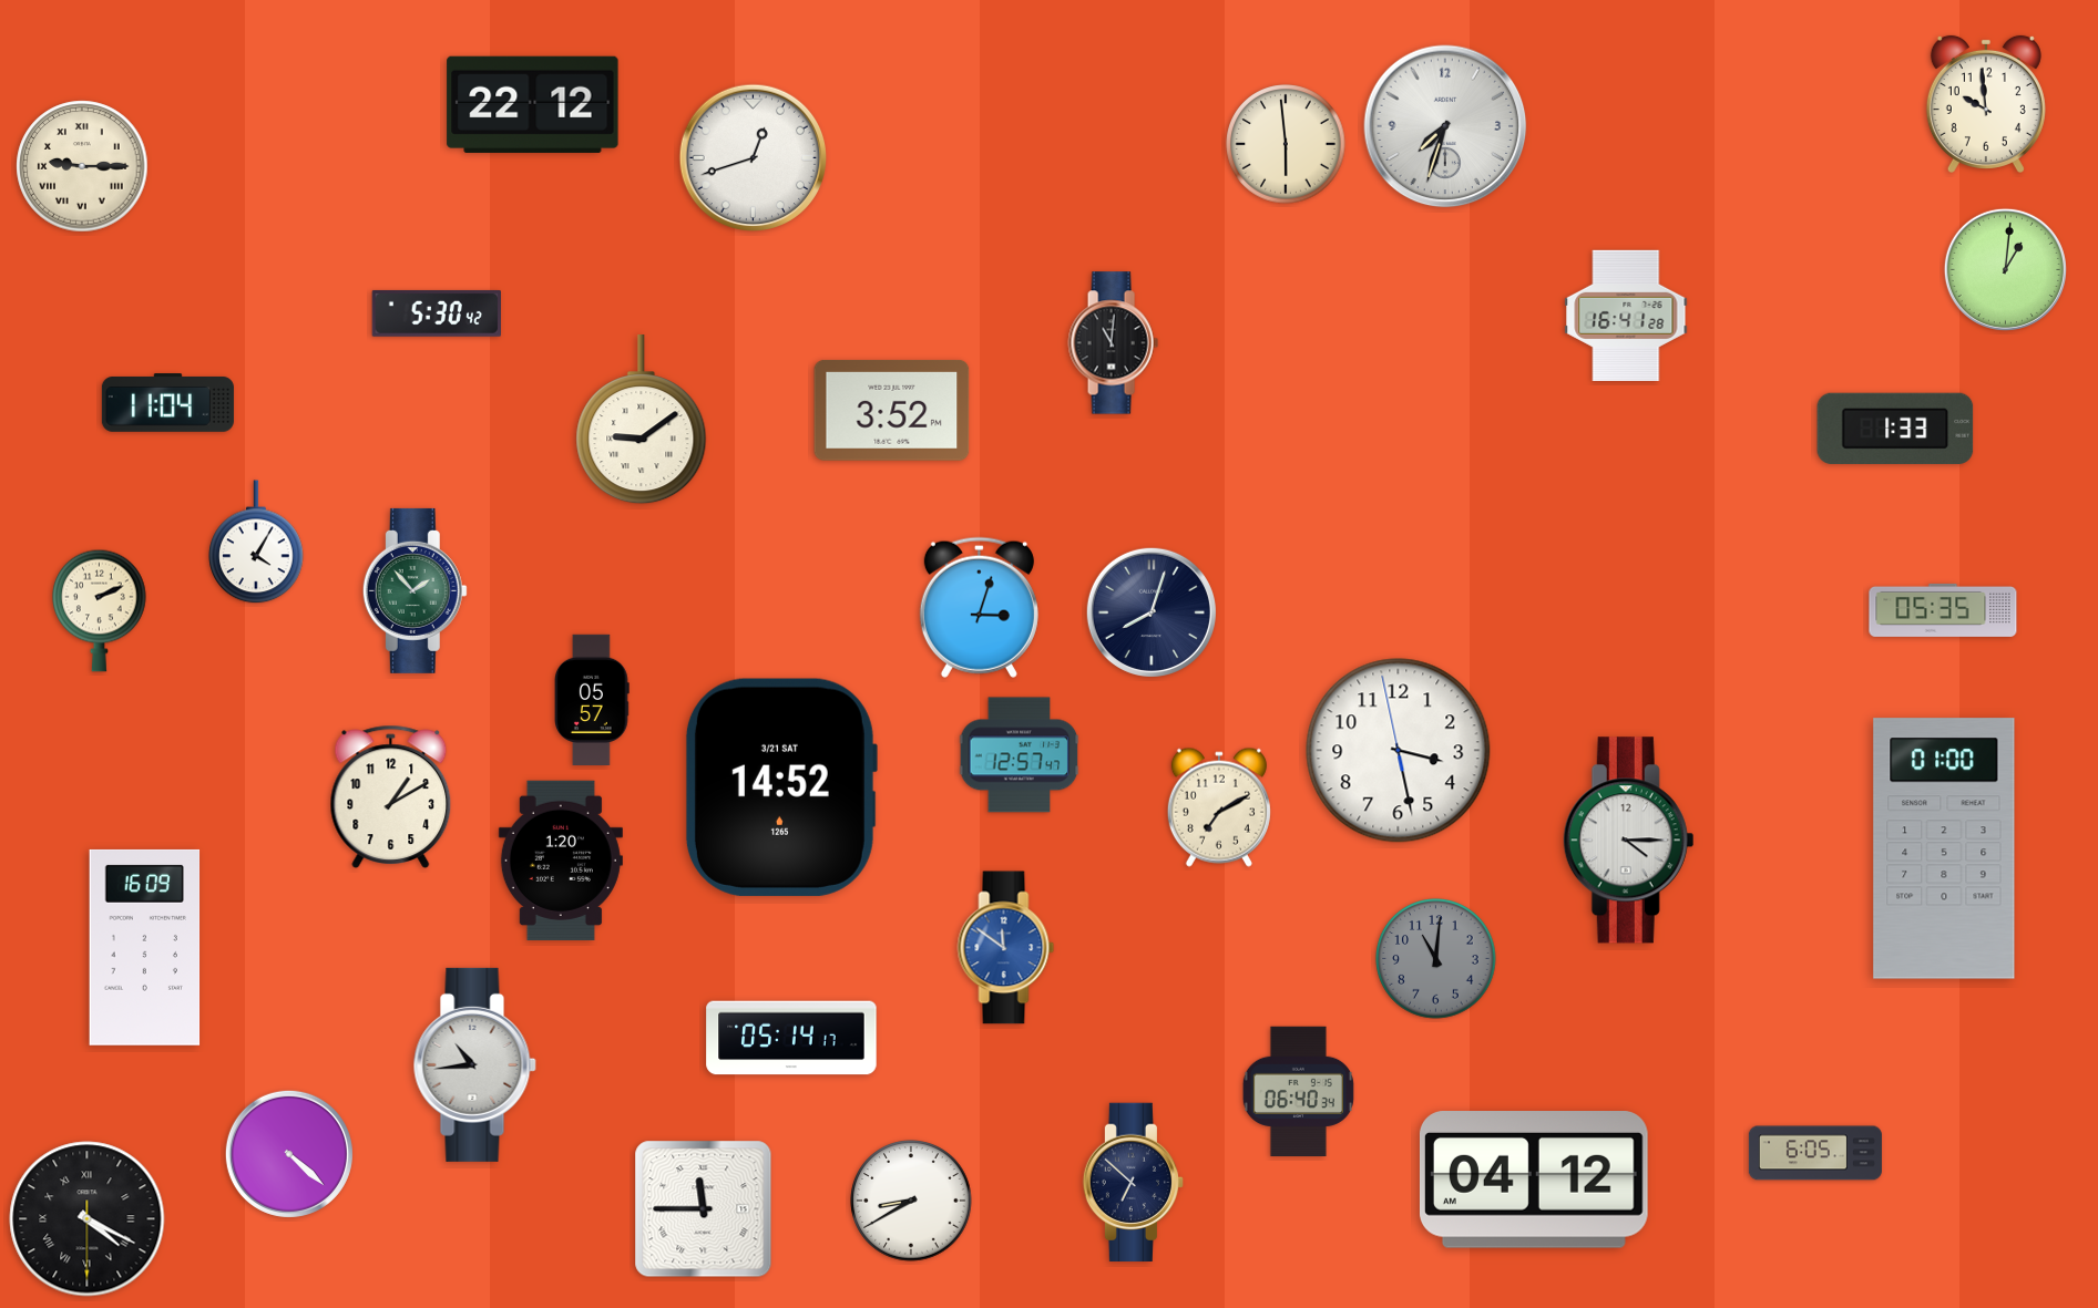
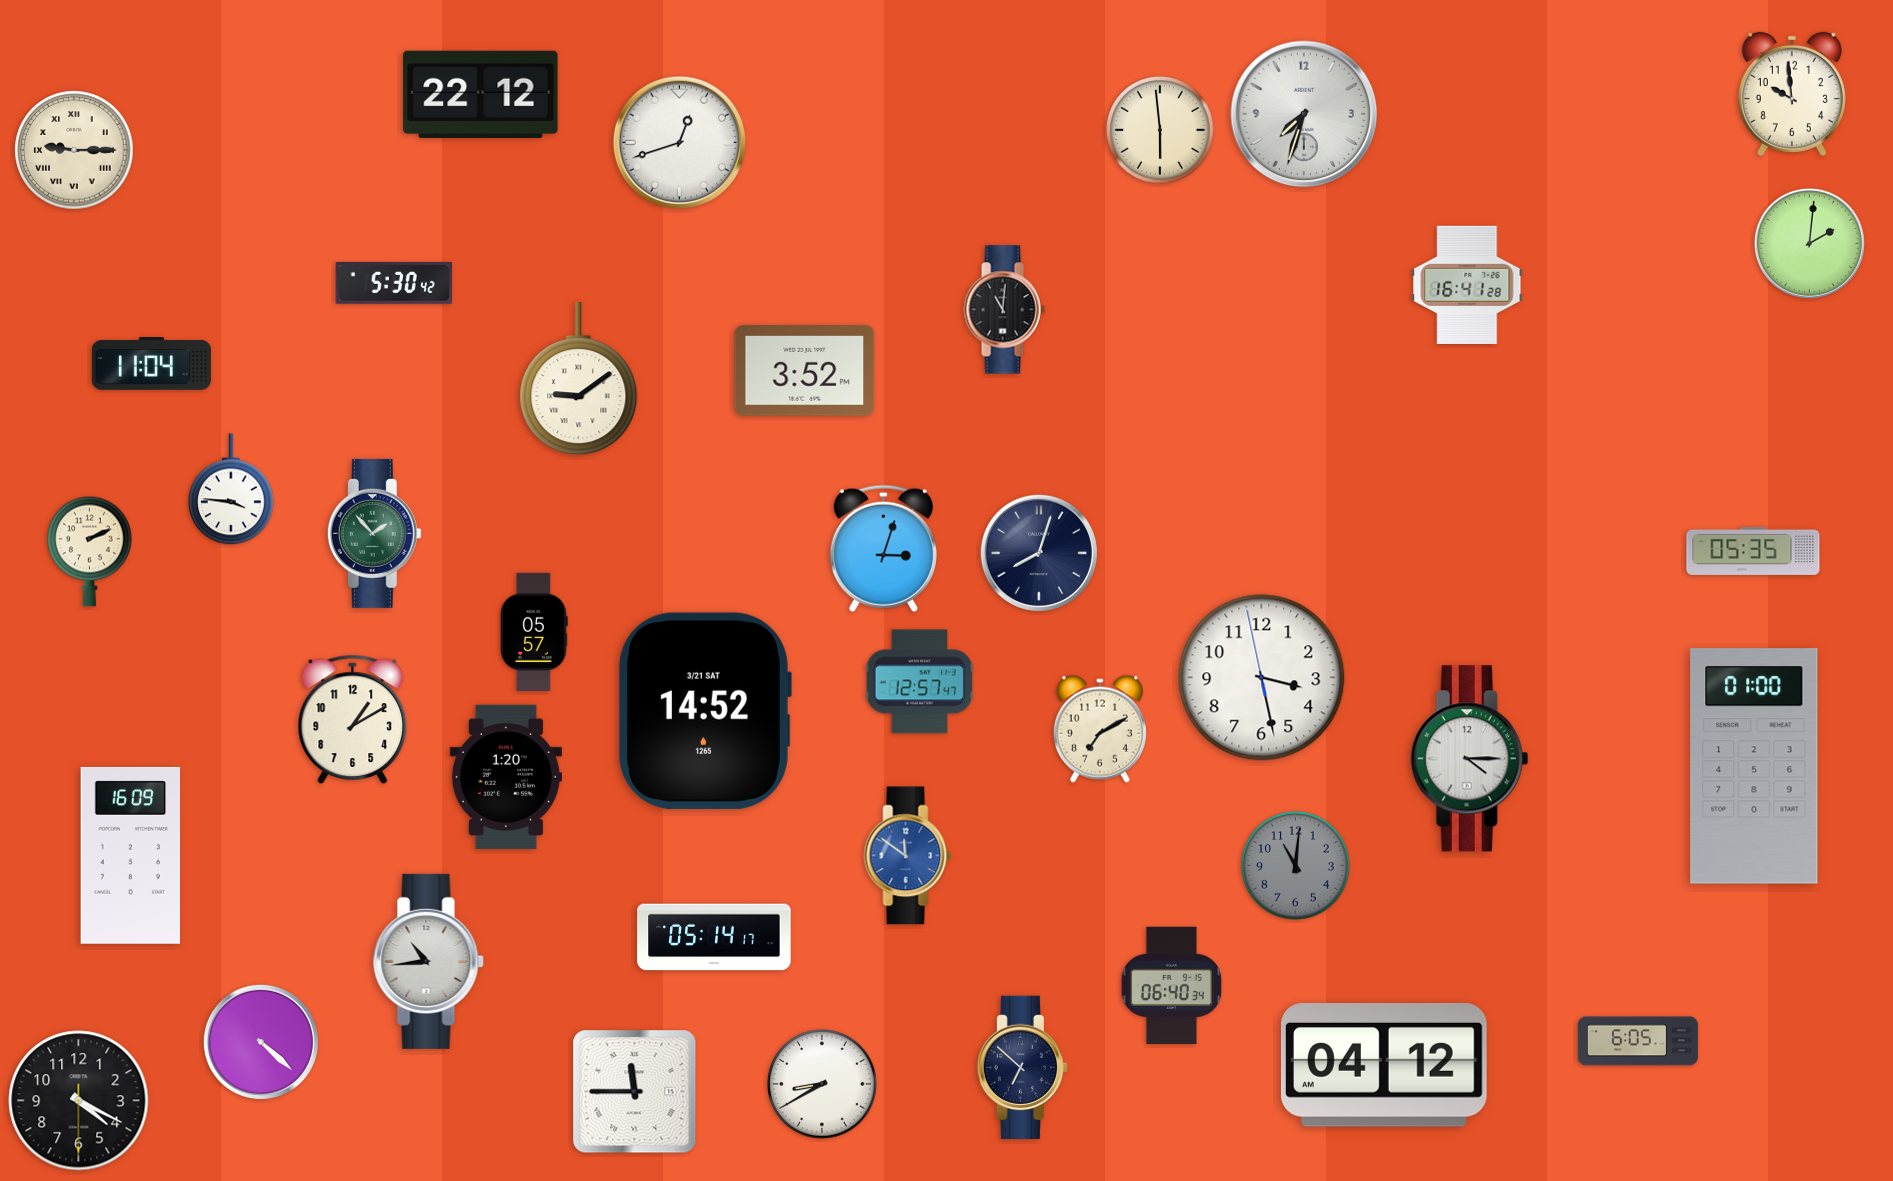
clock at (2005, 269): 1:01 -> 2:01
clock at (1895, 429): 1:33 -> none
clock at (256, 543): 4:05 -> 3:46
clock at (88, 1219) numerals: Roman -> Arabic
